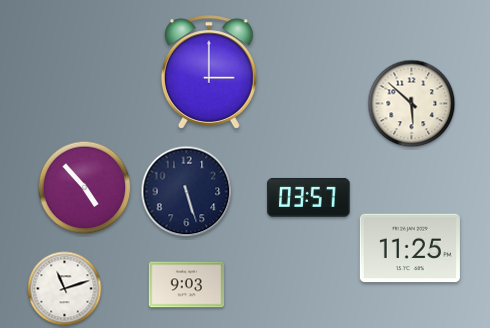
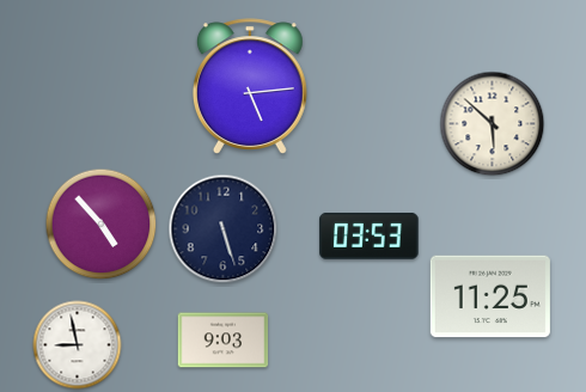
clock at (209, 72): 3:00 -> 5:14
clock at (309, 197): 03:57 -> 03:53
clock at (65, 289): 11:12 -> 8:58
